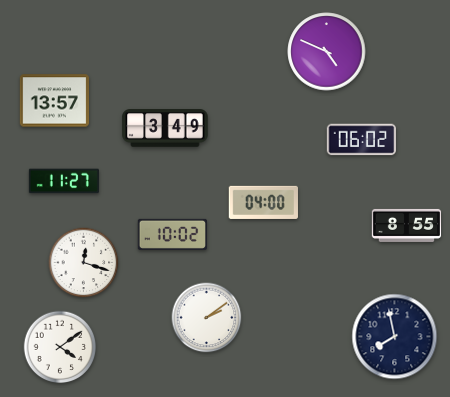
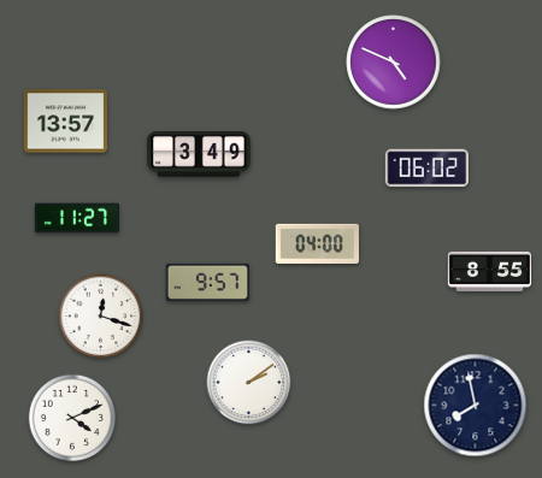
clock at (361, 140) position: (361, 140) -> (426, 169)
clock at (172, 234): 10:02 -> 9:57
clock at (60, 347): 4:09 -> 4:11
